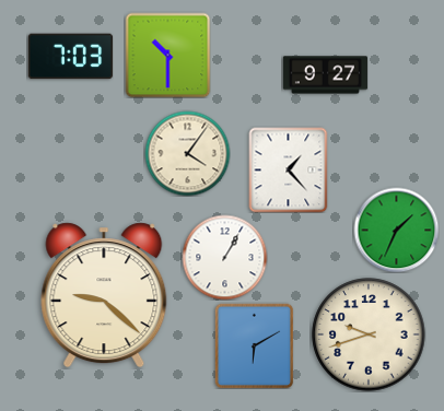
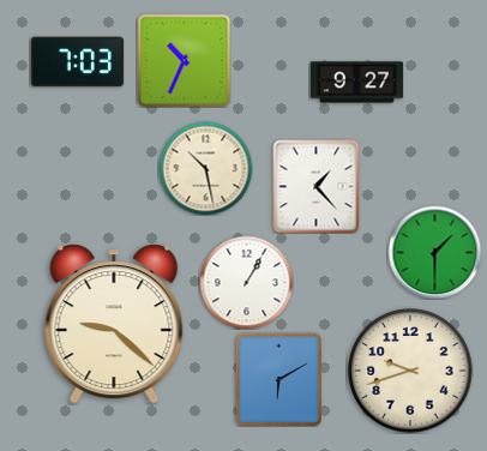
clock at (167, 55): 10:30 -> 10:34
clock at (187, 153): 4:06 -> 10:28
clock at (396, 230): 1:34 -> 1:30
clock at (369, 334) position: (369, 334) -> (410, 371)
